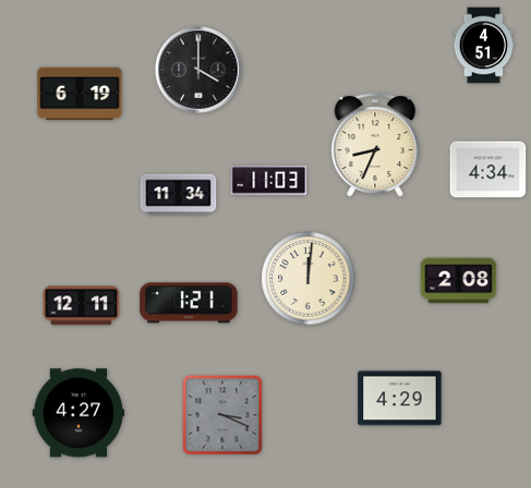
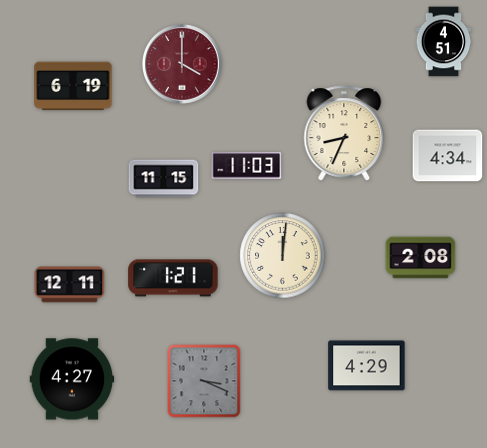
clock at (200, 71) dial: black -> burgundy
clock at (179, 195): 11:34 -> 11:15
clock at (82, 306) position: (82, 306) -> (70, 285)
